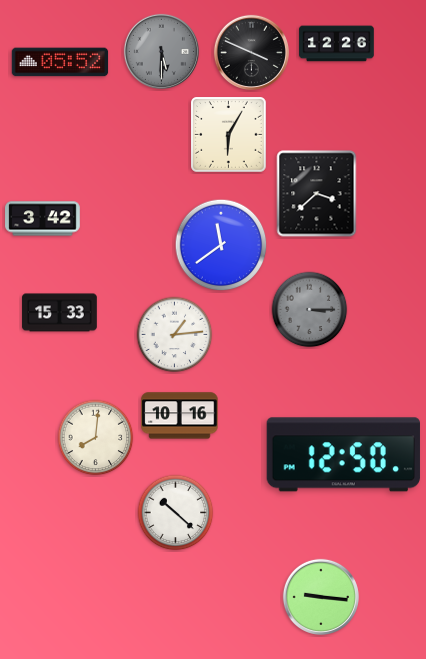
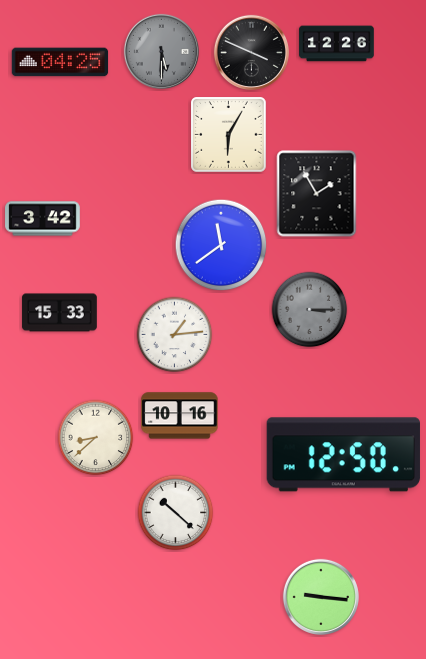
clock at (60, 62): 05:52 -> 04:25
clock at (317, 194): 3:38 -> 1:55
clock at (96, 438): 8:01 -> 8:38
